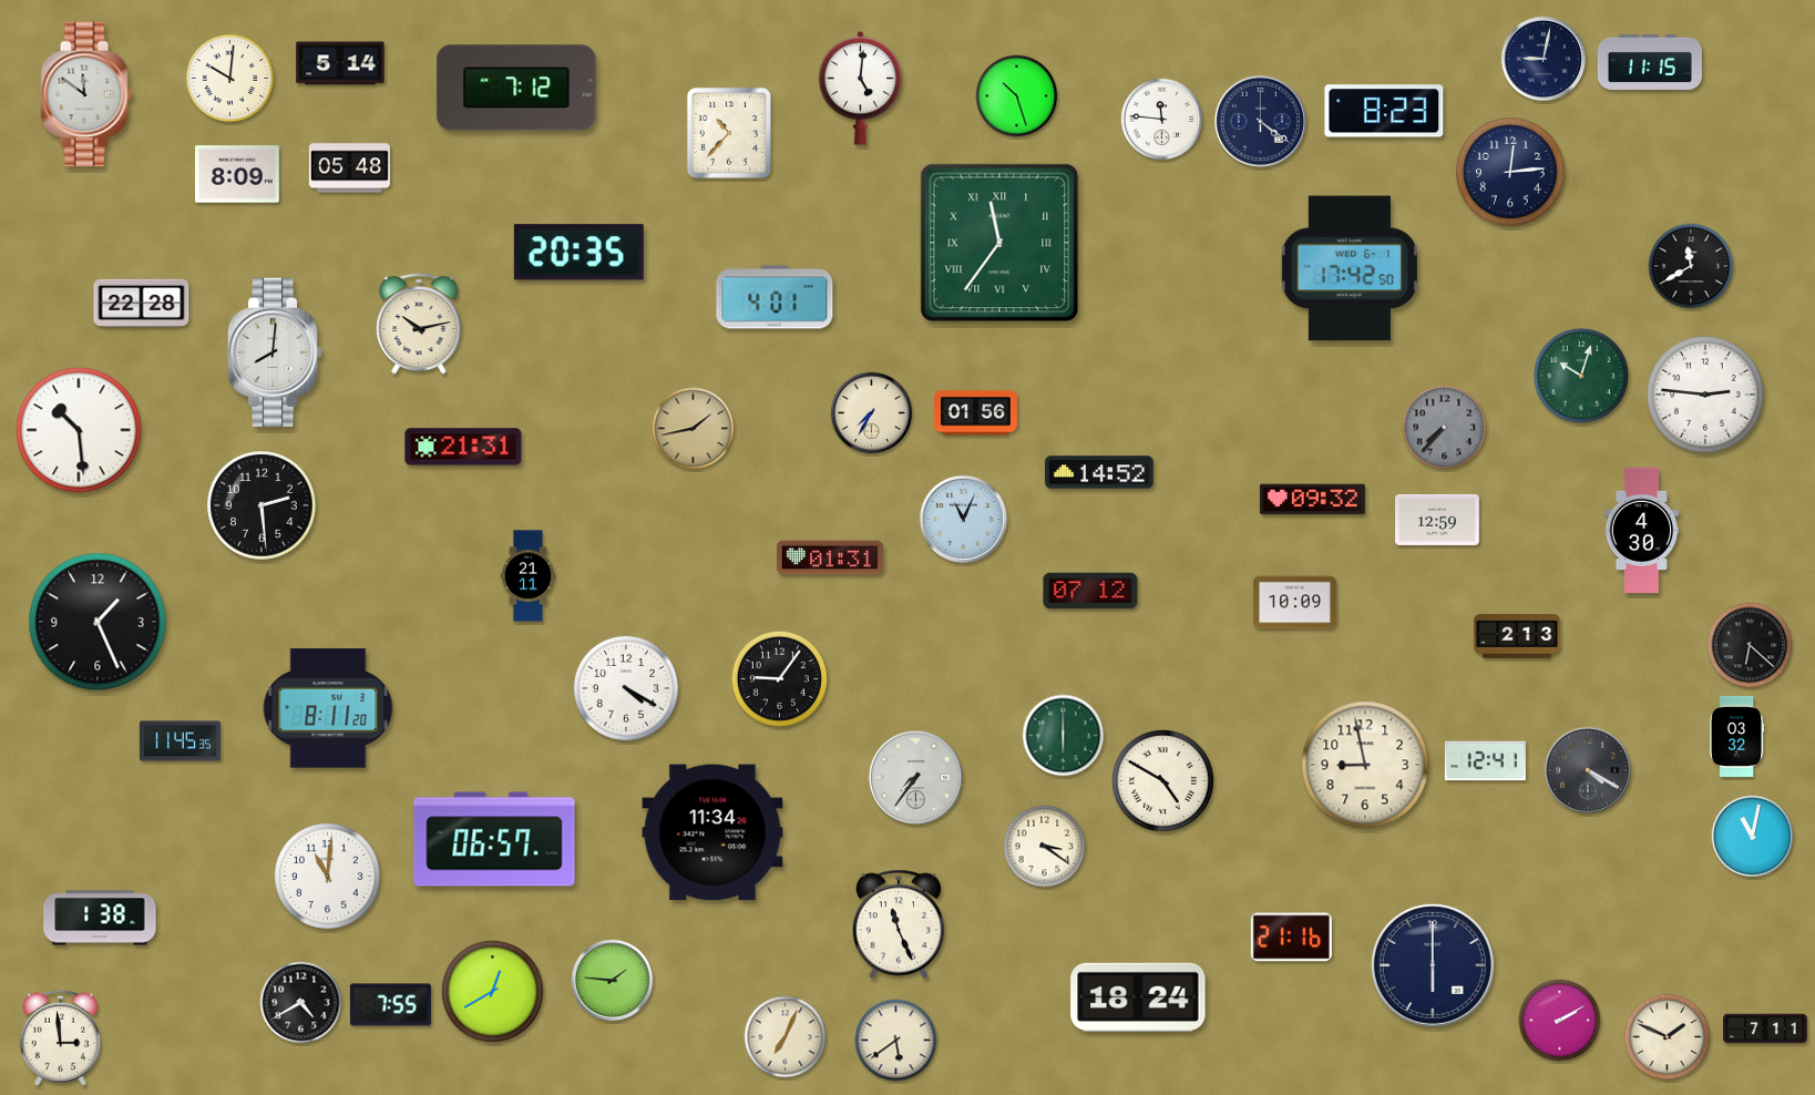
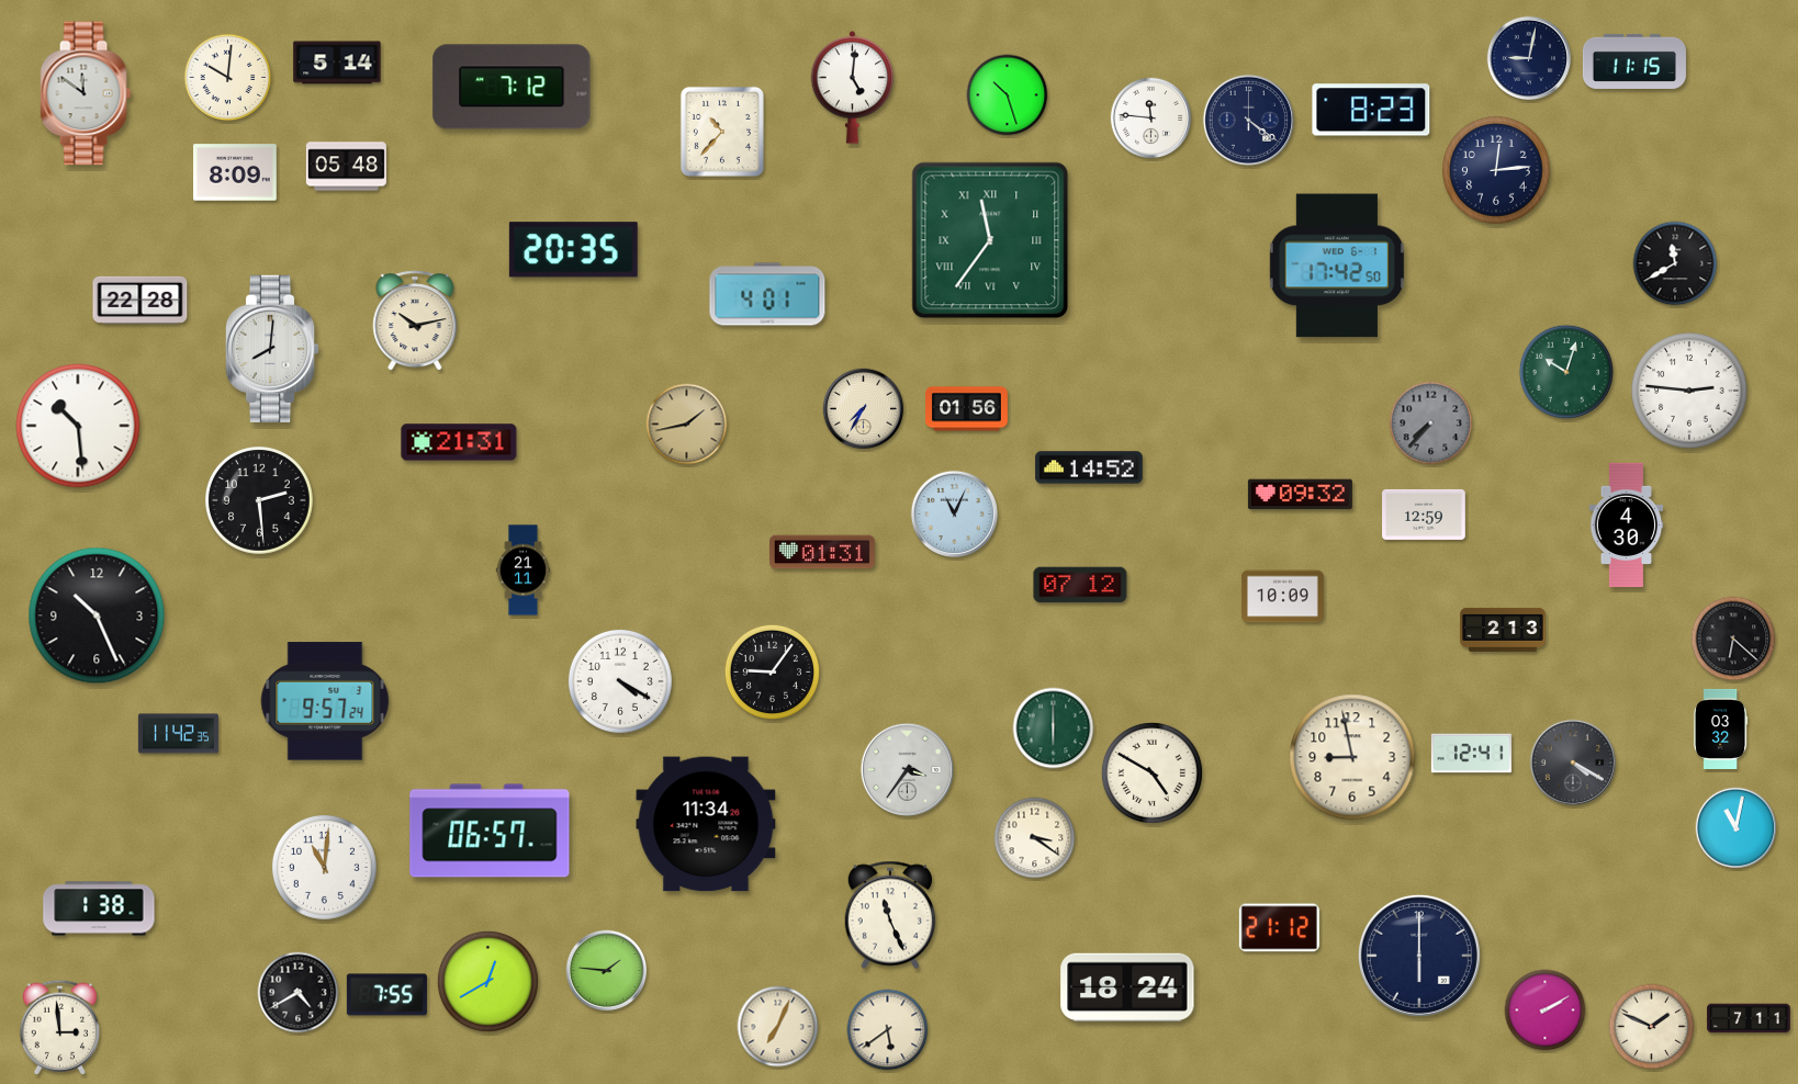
clock at (98, 622): 1:26 -> 10:26
clock at (328, 708): 8:11 -> 9:57
clock at (180, 741): 11:45 -> 11:42
clock at (915, 777): 7:36 -> 3:36
clock at (1291, 938): 21:16 -> 21:12
